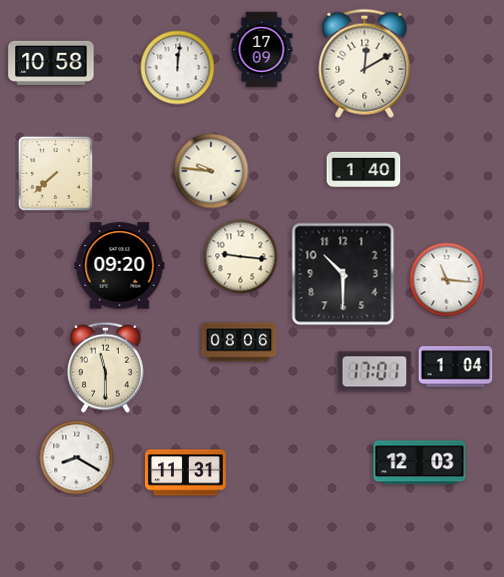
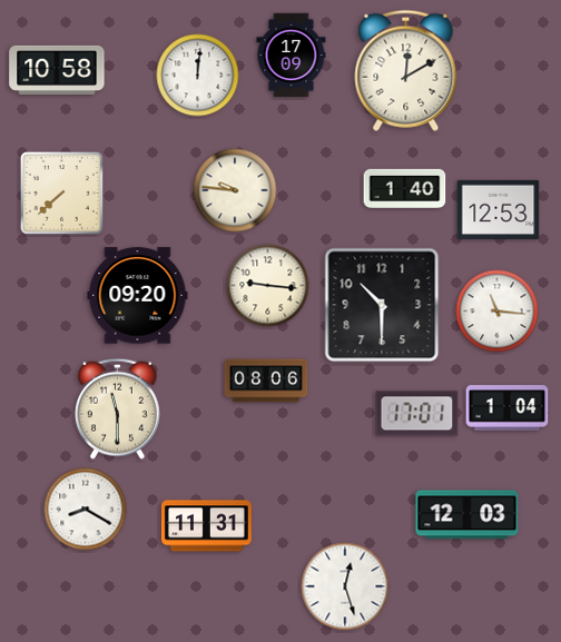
clock at (499, 209): none -> 12:53
clock at (120, 266) position: (120, 266) -> (138, 296)
clock at (345, 586): none -> 12:27
